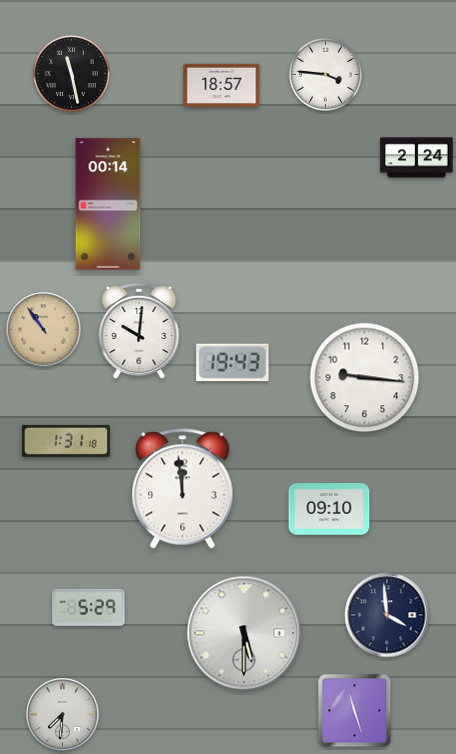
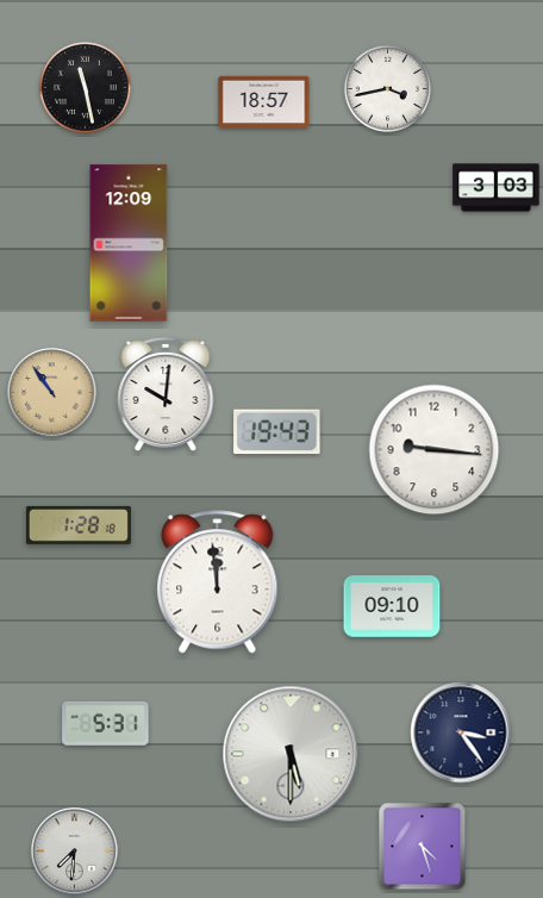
clock at (325, 74): 3:46 -> 3:43
clock at (417, 158): 2:24 -> 3:03
clock at (108, 204): 00:14 -> 12:09
clock at (66, 441): 1:31 -> 1:28
clock at (89, 607): 5:29 -> 5:31
clock at (387, 615): 3:59 -> 3:24
clock at (355, 711): 11:27 -> 4:27
